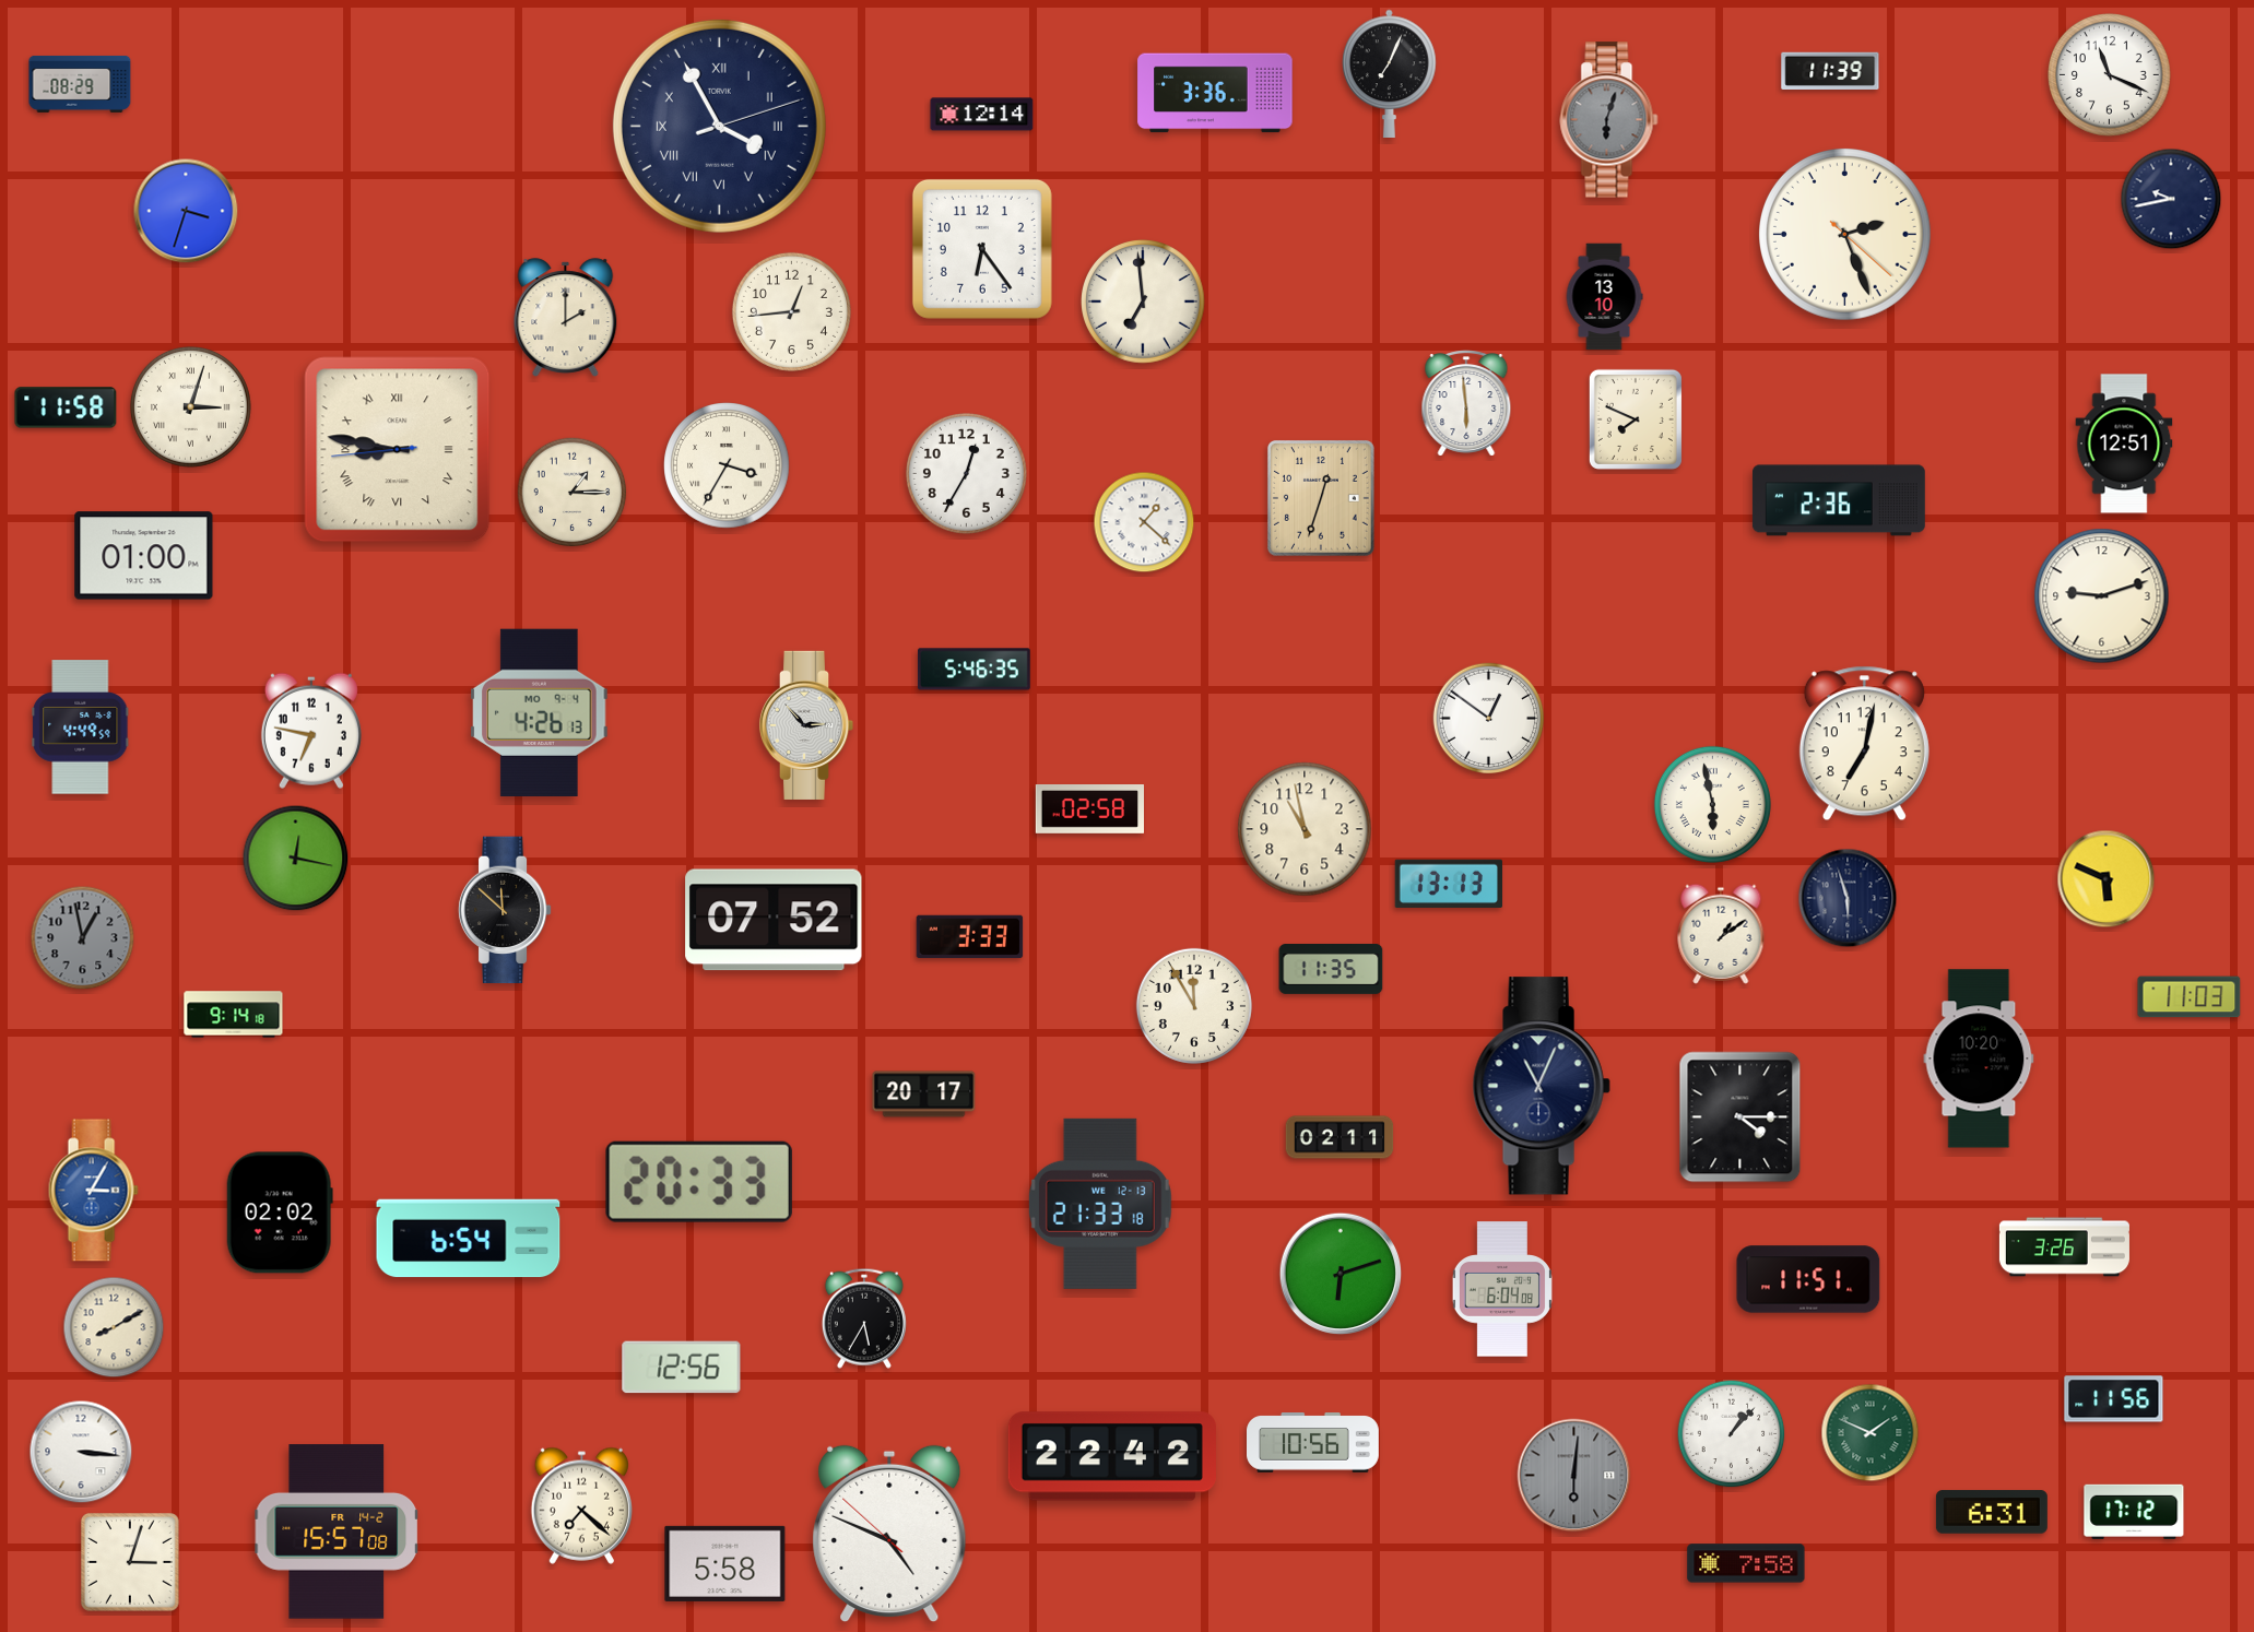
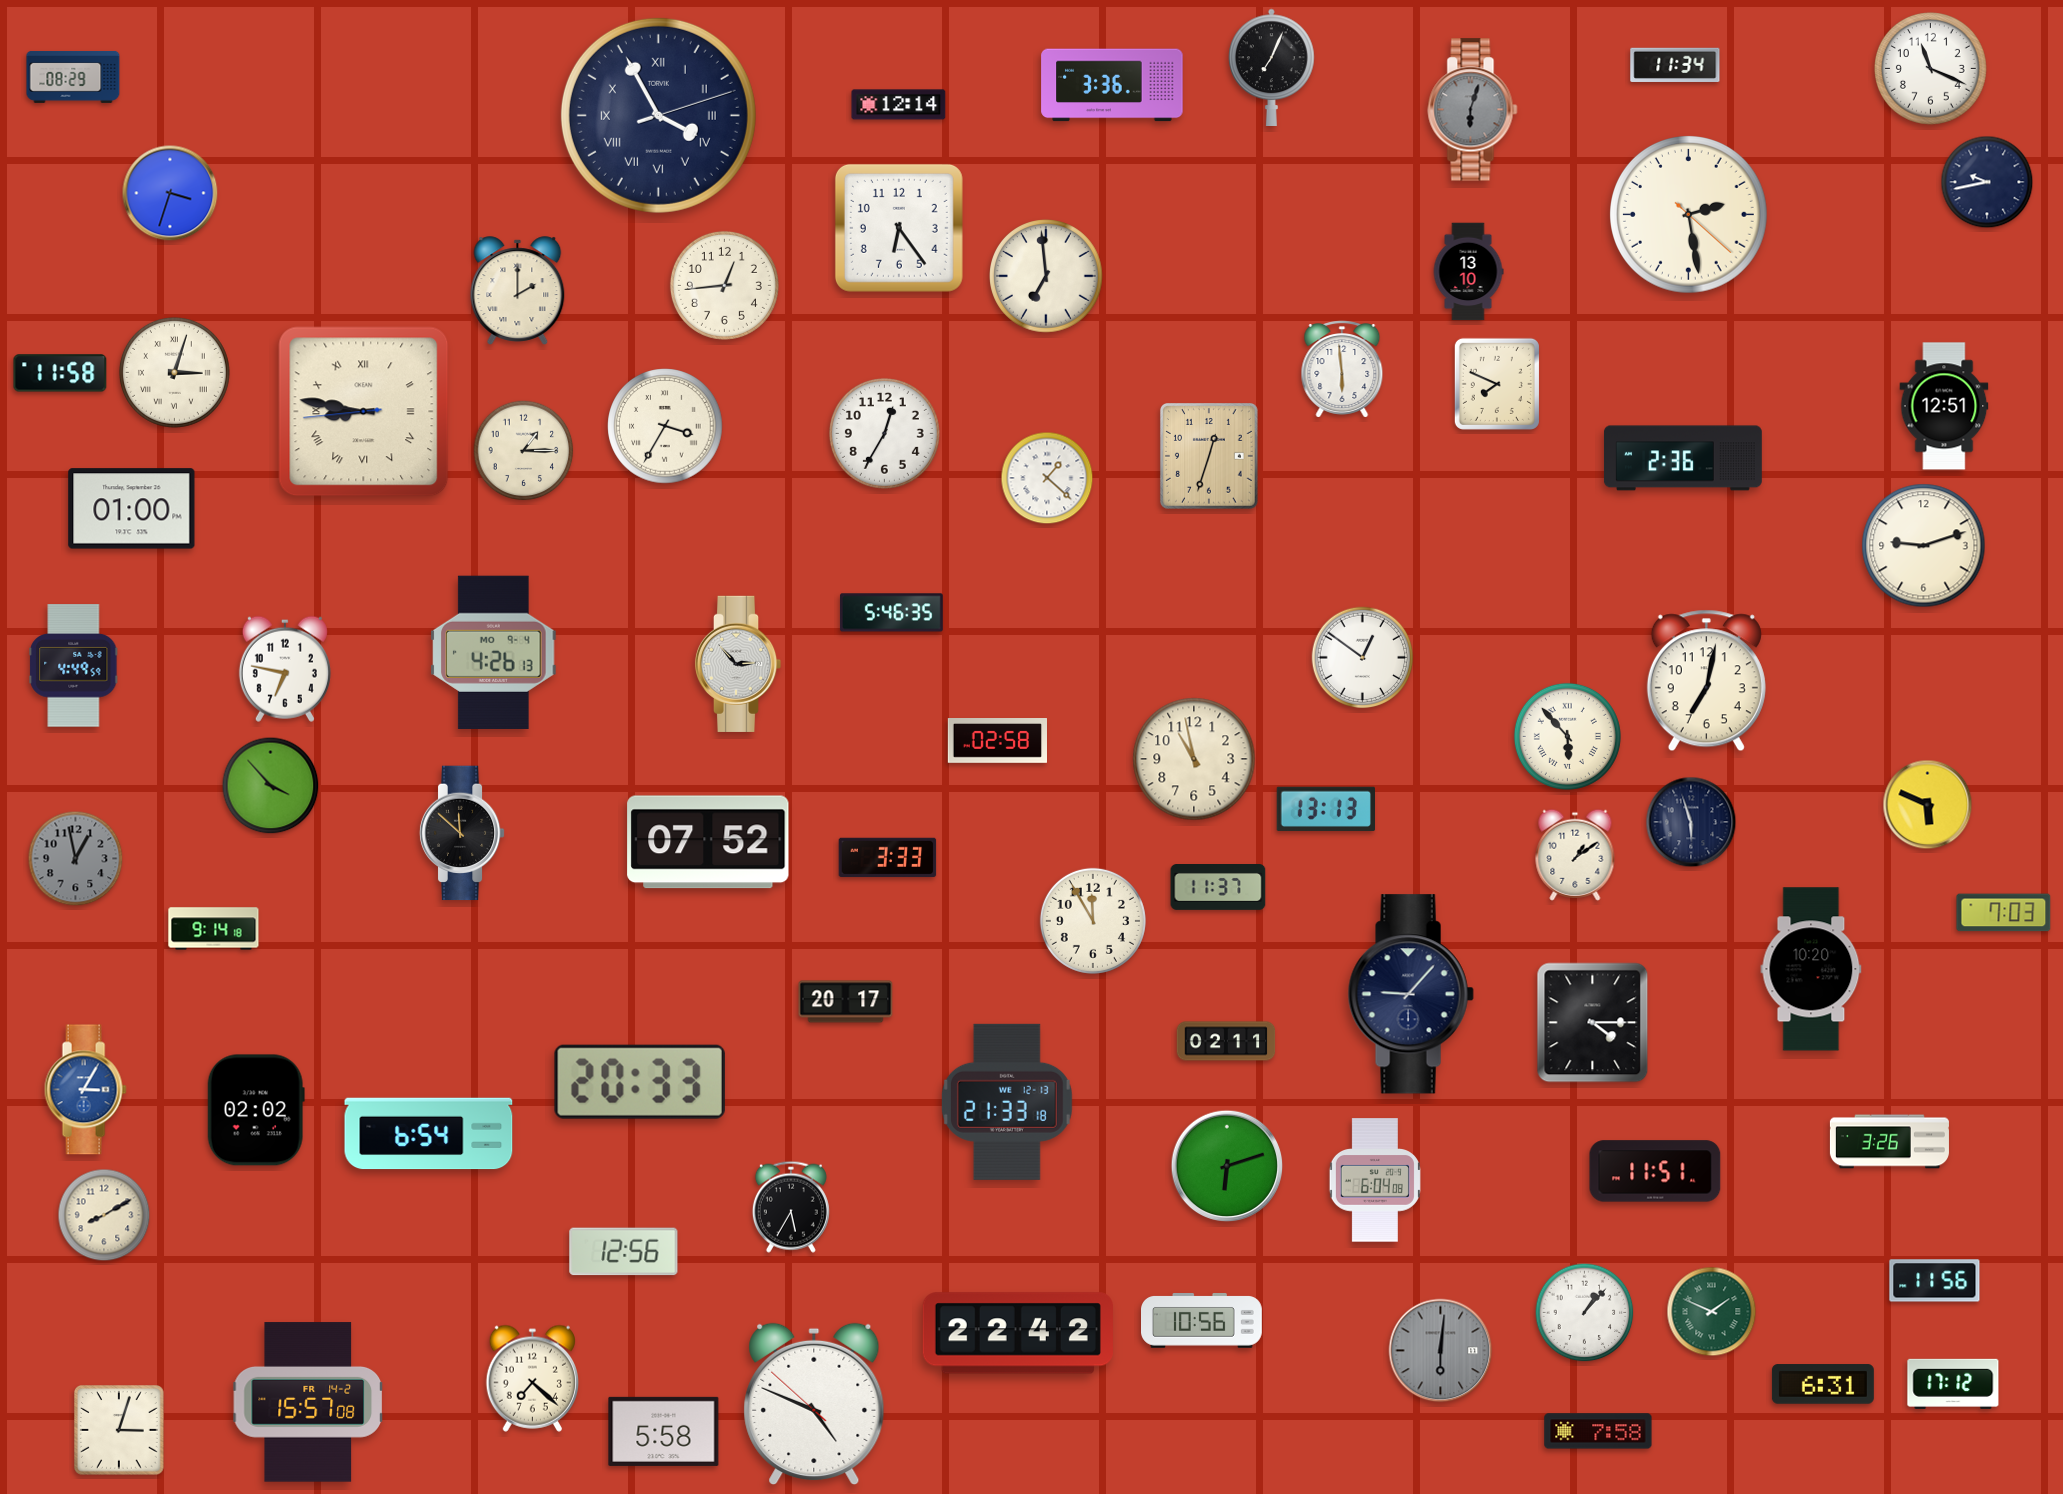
clock at (1830, 70): 11:39 -> 11:34
clock at (1845, 235): 2:26 -> 2:28
clock at (1712, 804): 5:58 -> 5:53
clock at (296, 859): 12:17 -> 3:53
clock at (1331, 970): 11:35 -> 11:37
clock at (2190, 997): 11:03 -> 7:03
clock at (1542, 1086): 11:04 -> 9:07
clock at (81, 1452): 3:16 -> none
